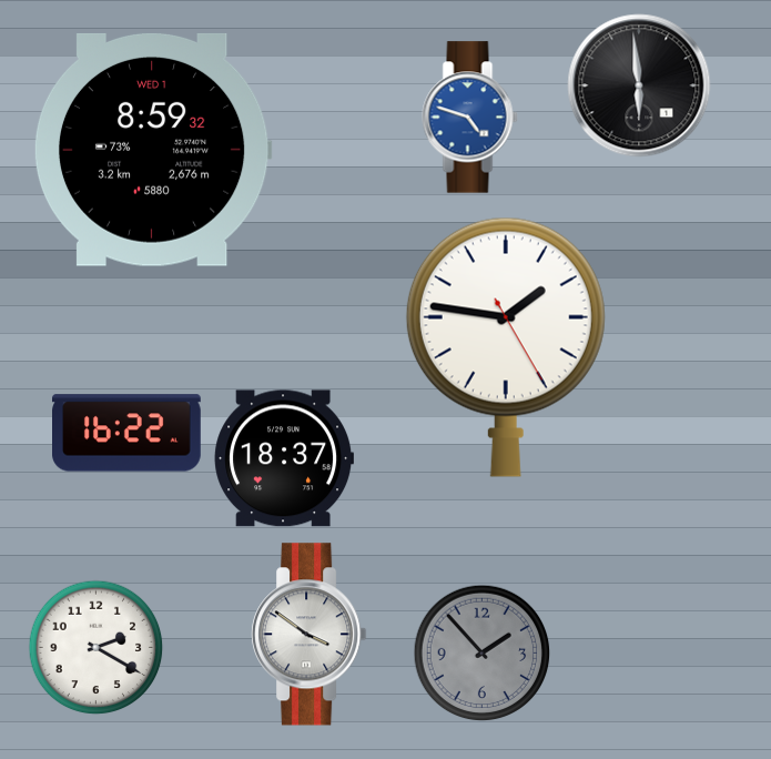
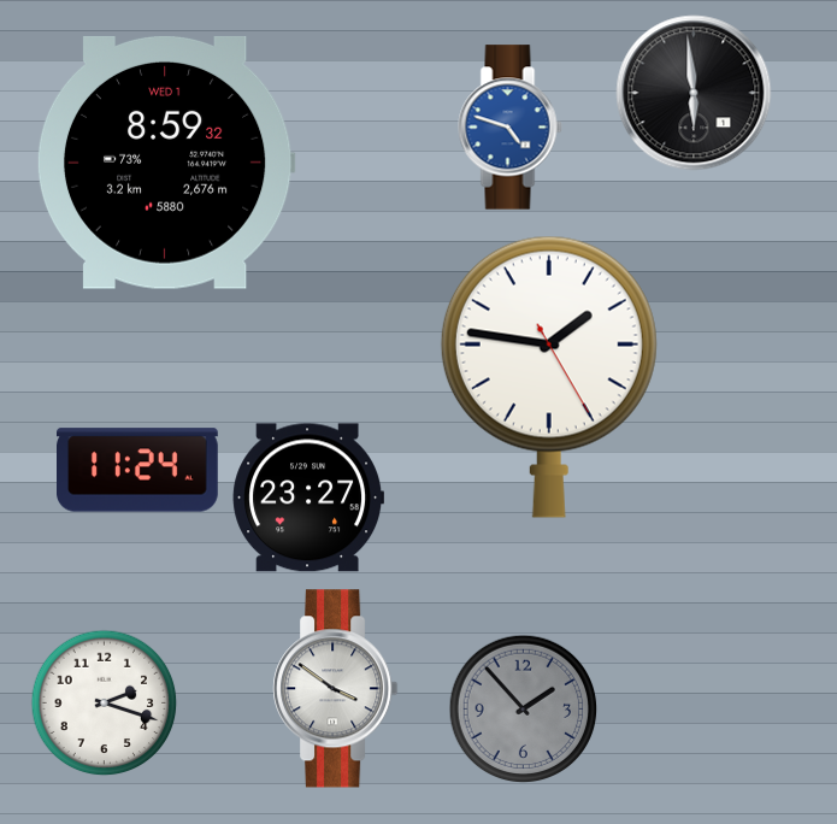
clock at (128, 433): 16:22 -> 11:24
clock at (283, 458): 18:37 -> 23:27
clock at (97, 648): 2:20 -> 2:18
